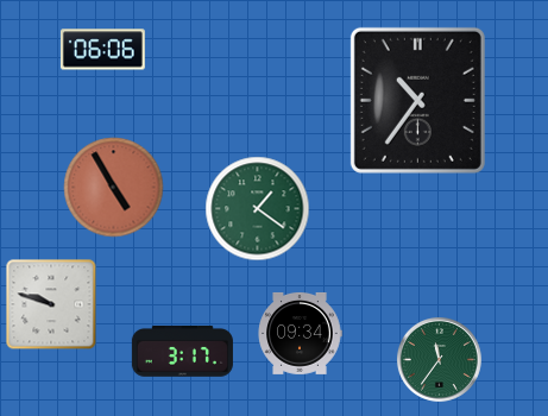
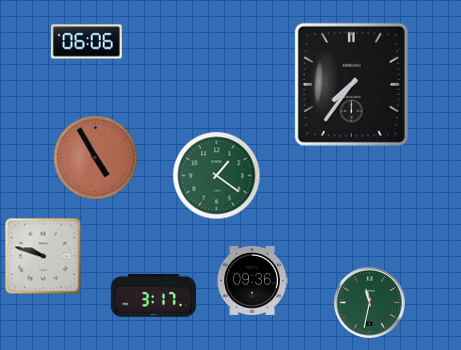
clock at (417, 100): 10:36 -> 7:36
clock at (300, 333): 09:34 -> 09:36
clock at (439, 359): 11:36 -> 11:32
